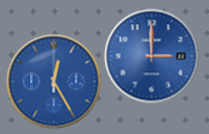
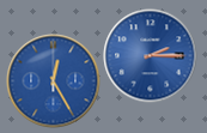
clock at (151, 56): 3:00 -> 2:15
